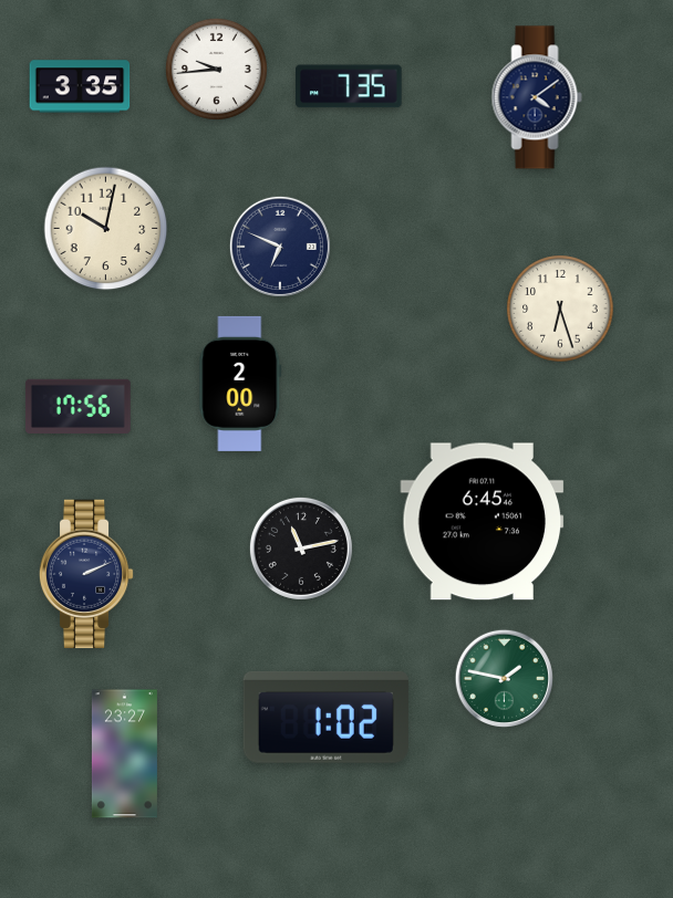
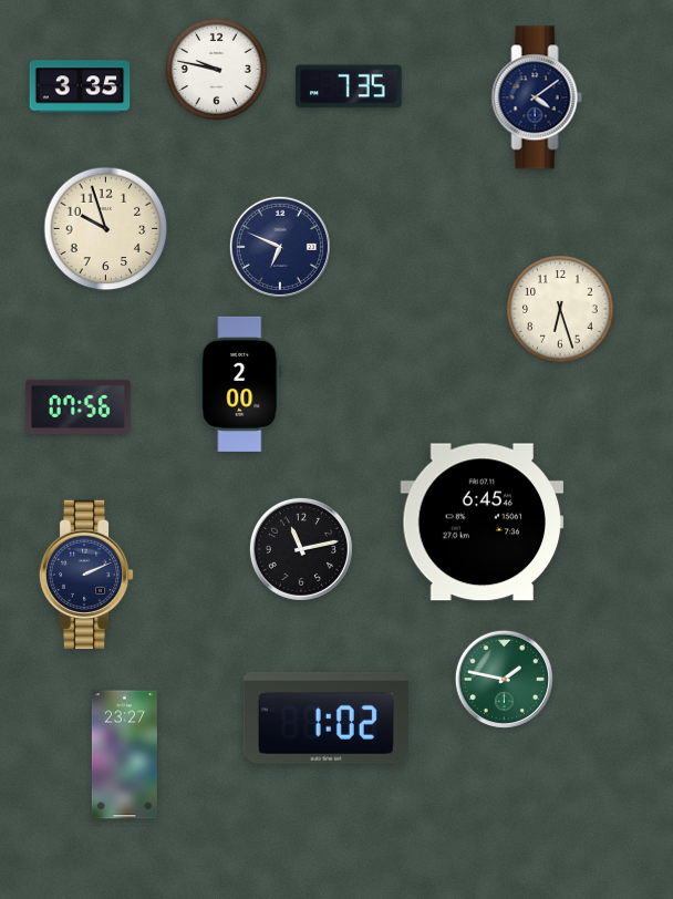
clock at (216, 69): 9:44 -> 9:47
clock at (106, 229): 10:02 -> 9:57
clock at (77, 406): 17:56 -> 07:56
